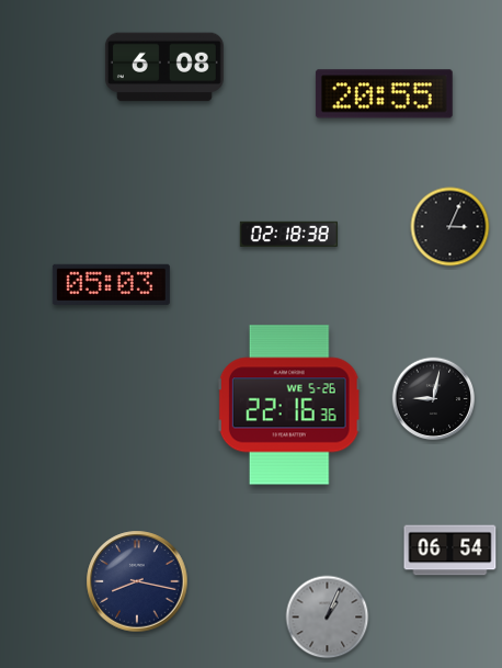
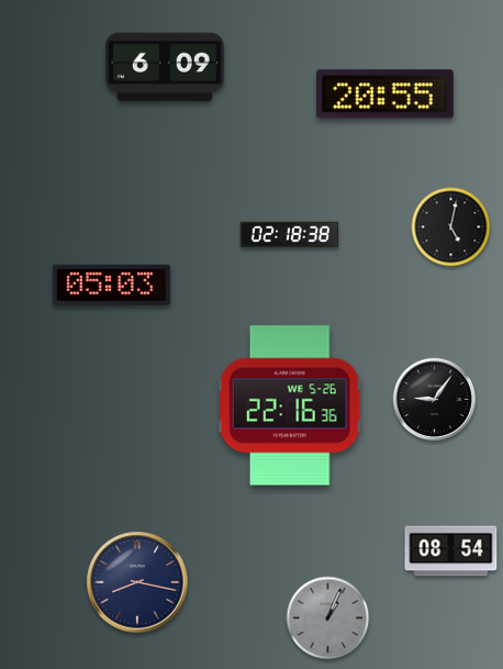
clock at (164, 67): 6:08 -> 6:09
clock at (450, 227): 3:04 -> 5:02
clock at (434, 399): 9:02 -> 9:06
clock at (450, 551): 06:54 -> 08:54
